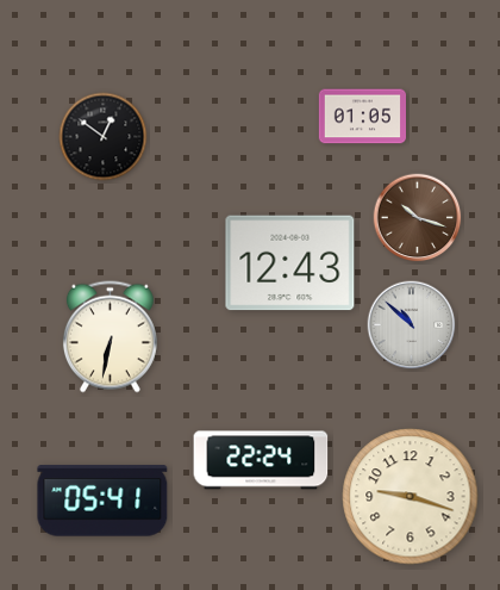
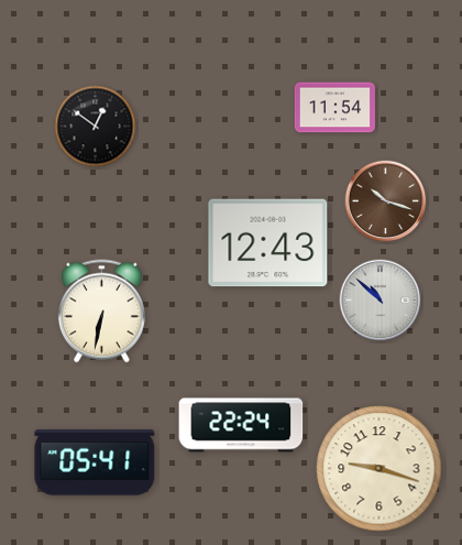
clock at (362, 117): 01:05 -> 11:54
clock at (411, 497) position: (411, 497) -> (380, 469)
